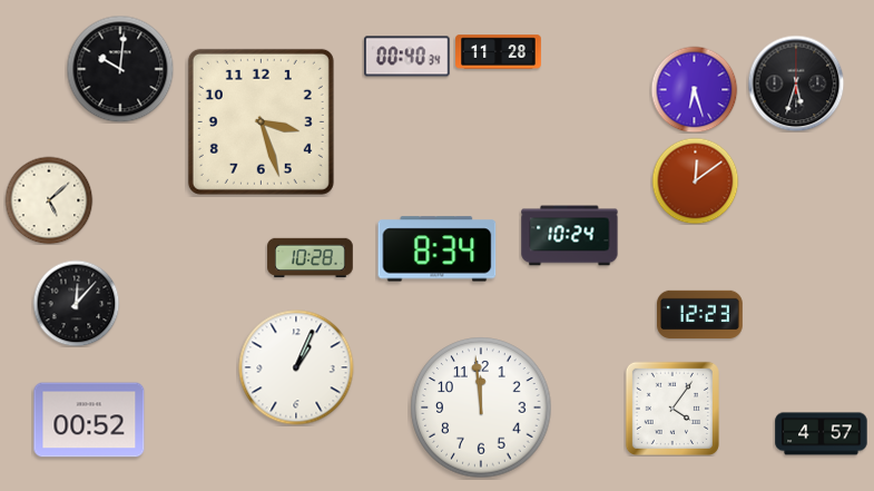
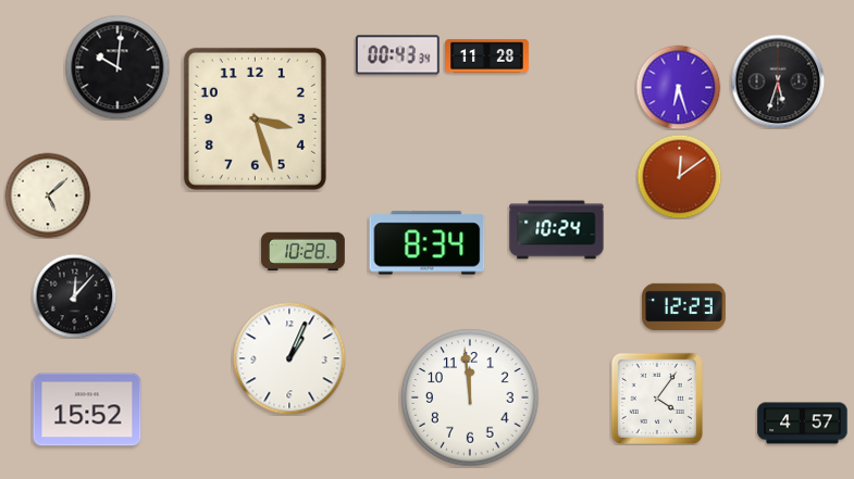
clock at (499, 52) position: (499, 52) -> (487, 56)
clock at (406, 57): 00:40 -> 00:43
clock at (89, 420): 00:52 -> 15:52
